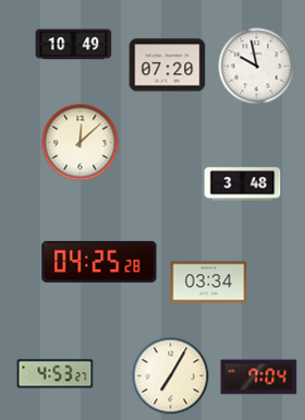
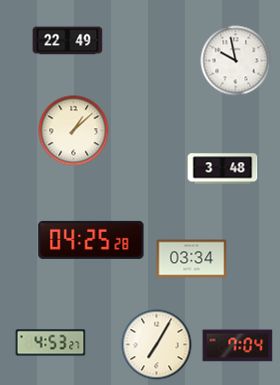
clock at (74, 45): 10:49 -> 22:49
clock at (168, 65): 07:20 -> none
clock at (81, 143): 12:08 -> 1:08
